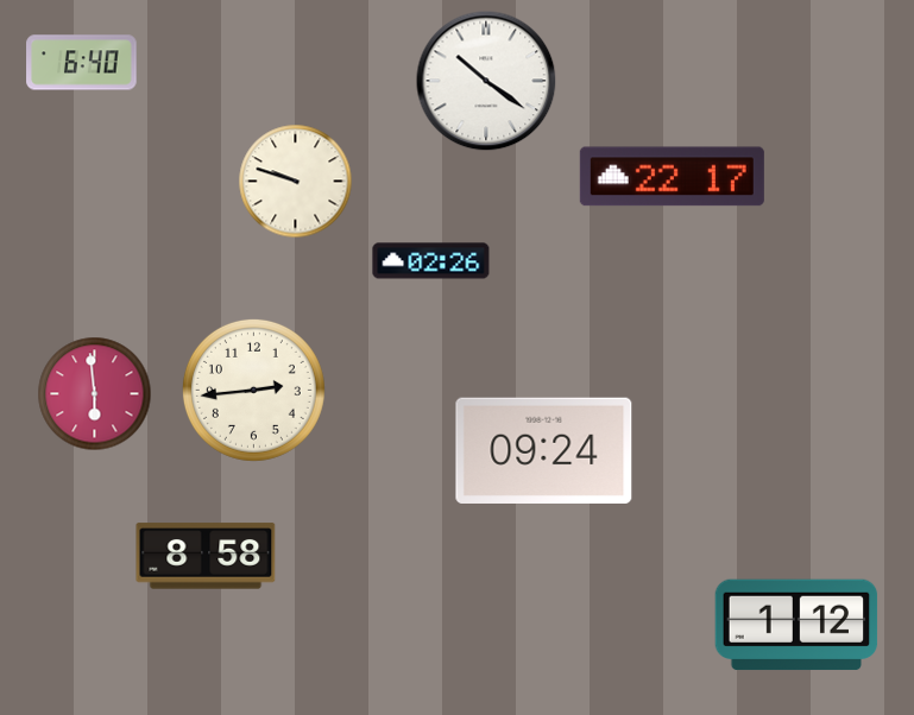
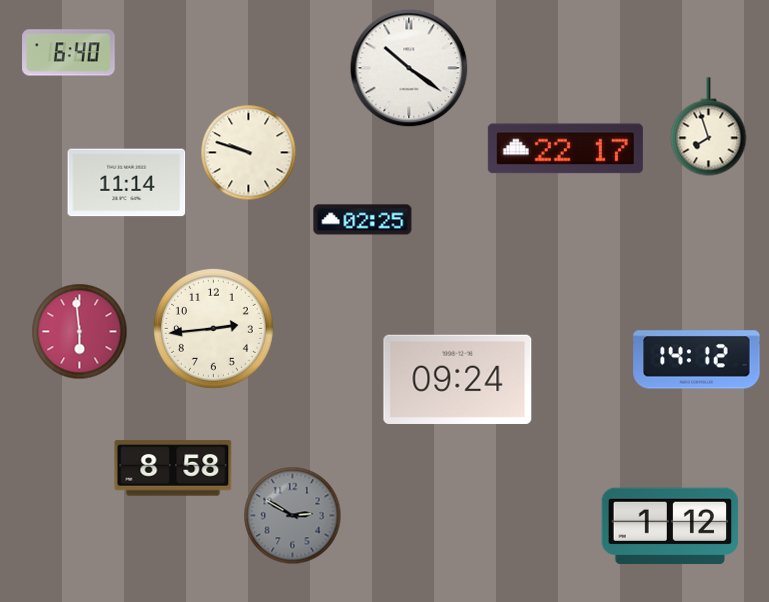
clock at (709, 127): none -> 7:57
clock at (127, 183): none -> 11:14
clock at (431, 261): 02:26 -> 02:25
clock at (697, 360): none -> 14:12
clock at (293, 516): none -> 2:50
